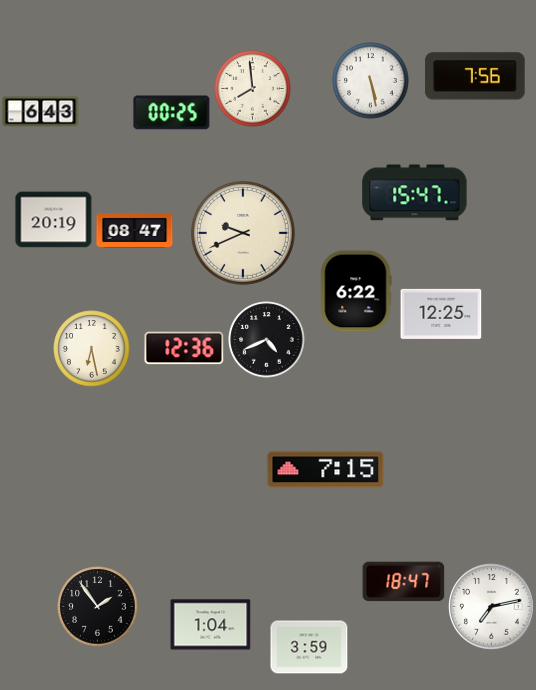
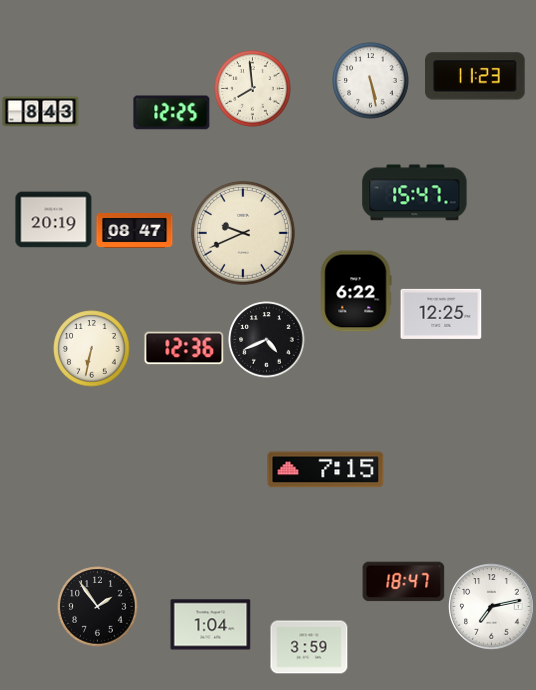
clock at (475, 76): 7:56 -> 11:23
clock at (41, 112): 6:43 -> 8:43
clock at (172, 113): 00:25 -> 12:25
clock at (92, 349): 6:28 -> 6:32
